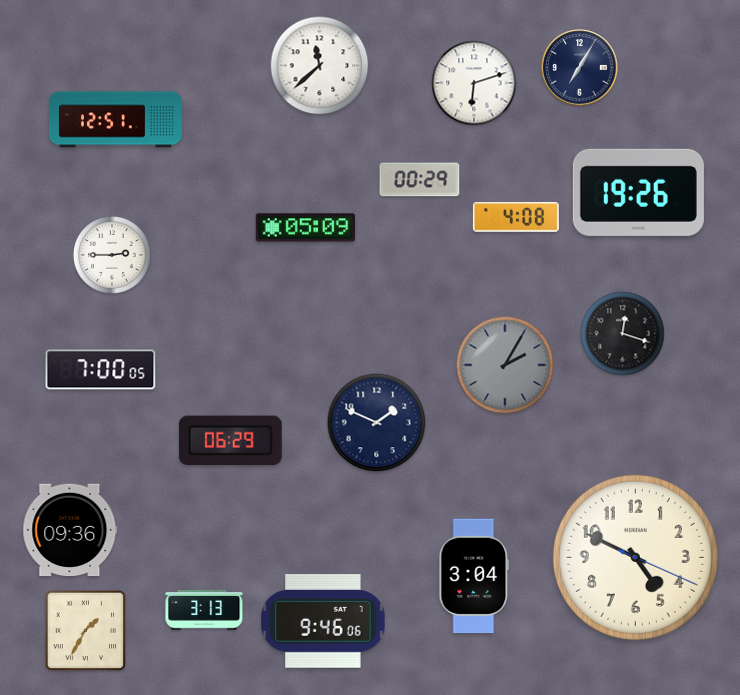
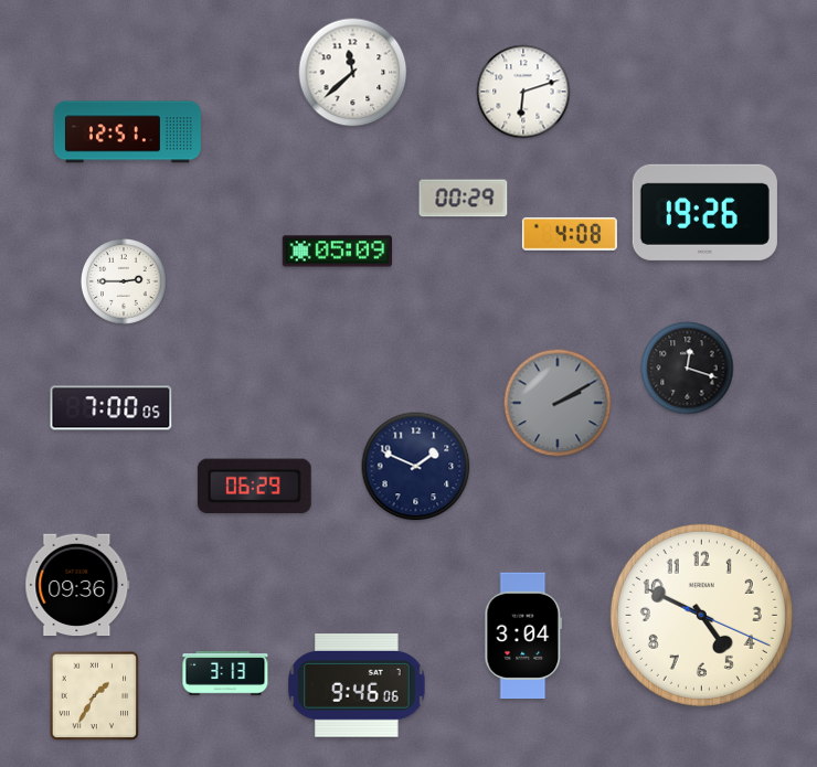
clock at (580, 68): 7:05 -> none
clock at (516, 217) position: (516, 217) -> (570, 234)
clock at (505, 365): 2:05 -> 2:10
